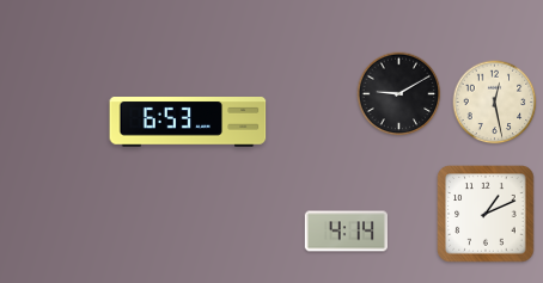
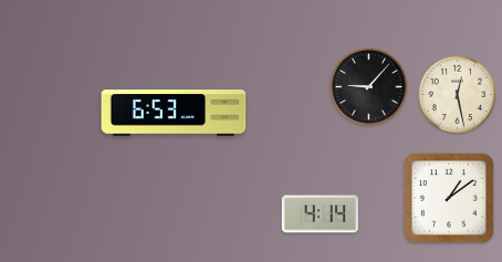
clock at (399, 94): 9:10 -> 9:07
clock at (486, 214): 1:11 -> 1:09
